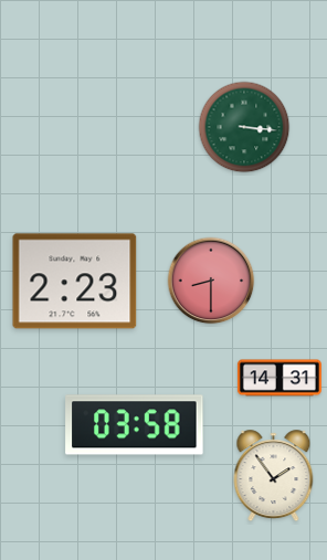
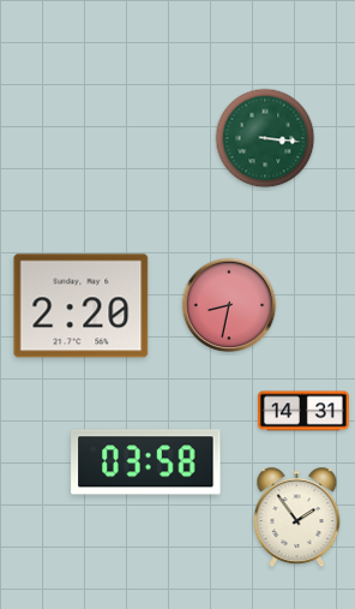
clock at (211, 281): 8:30 -> 8:32
clock at (75, 282): 2:23 -> 2:20
